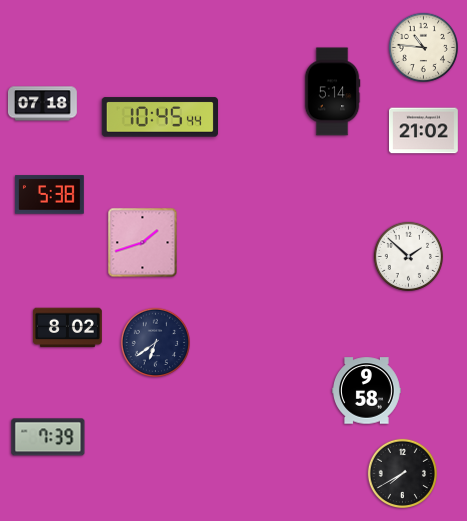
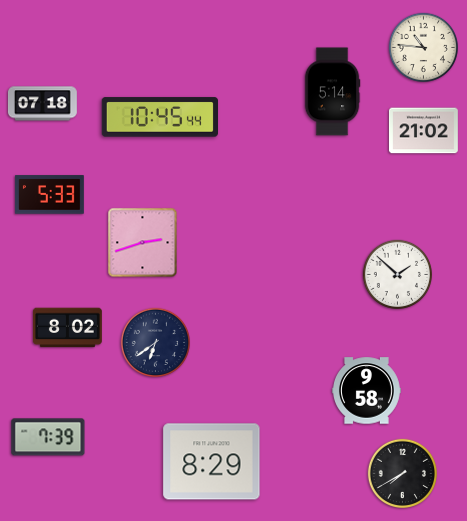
clock at (49, 195): 5:38 -> 5:33
clock at (143, 243): 1:42 -> 2:42
clock at (408, 256) position: (408, 256) -> (397, 274)
clock at (212, 462): none -> 8:29
